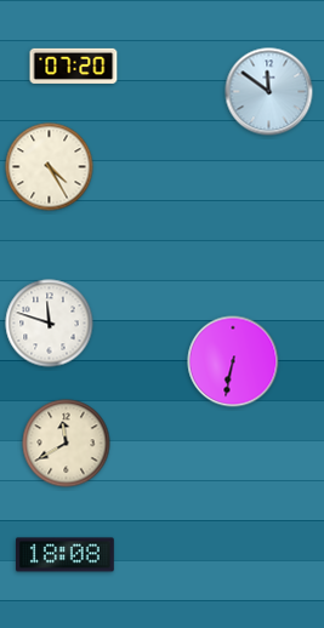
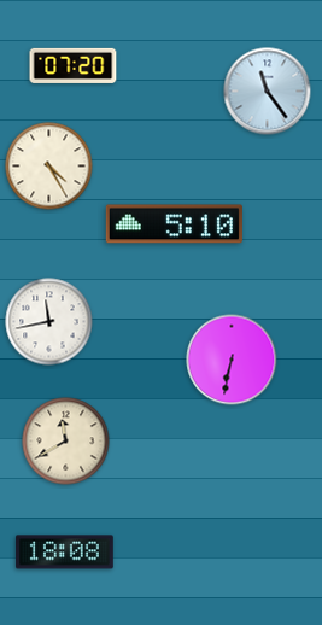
clock at (269, 92): 11:51 -> 11:24
clock at (174, 224): none -> 5:10
clock at (50, 324): 11:48 -> 11:43
